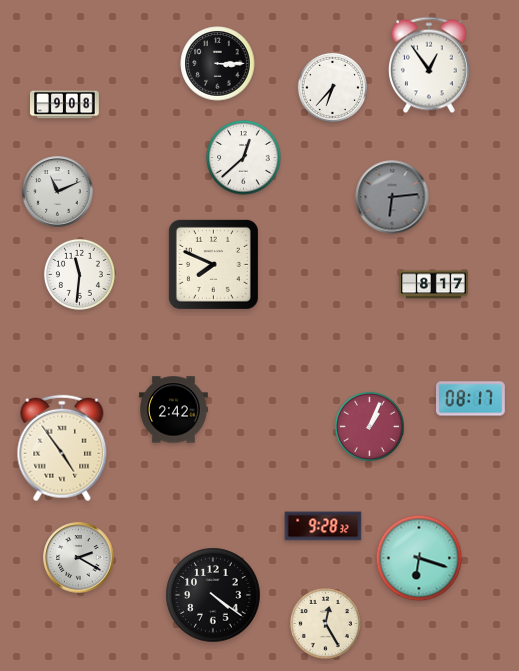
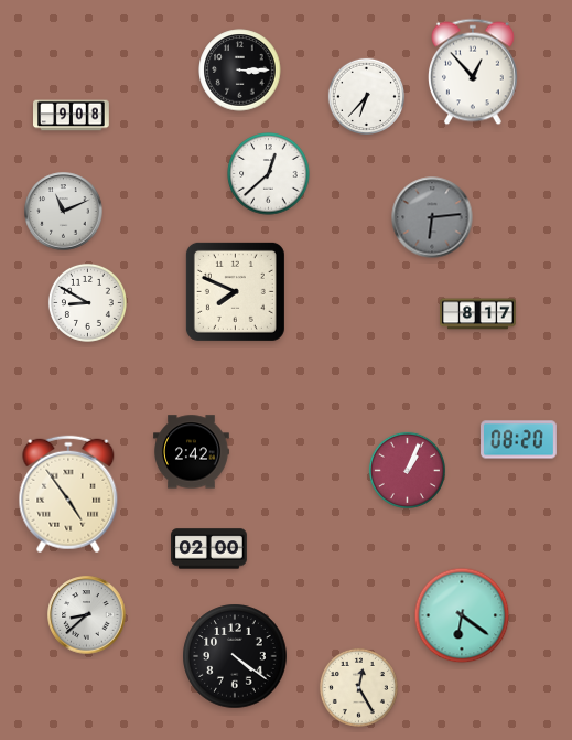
clock at (430, 65): 12:54 -> 12:53
clock at (79, 274): 11:31 -> 8:50
clock at (471, 399): 08:17 -> 08:20
clock at (209, 549): none -> 02:00
clock at (323, 526): 9:28 -> none
clock at (79, 558): 2:20 -> 8:38
clock at (419, 558): 6:18 -> 6:21
